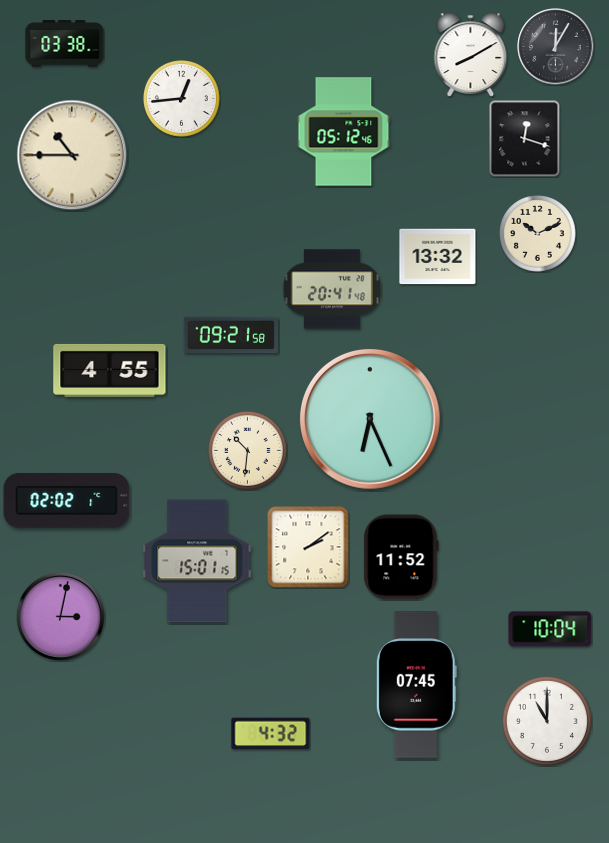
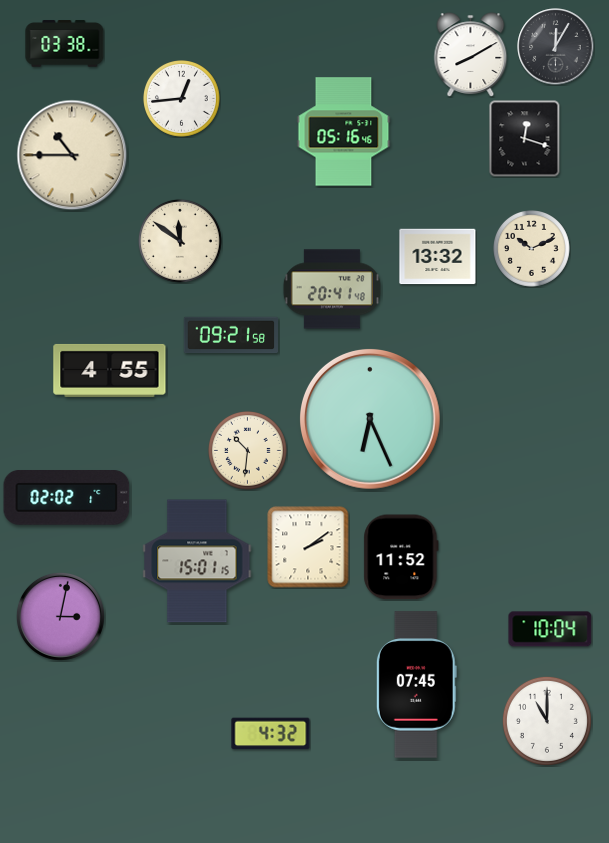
clock at (344, 132): 05:12 -> 05:16
clock at (538, 234) position: (538, 234) -> (532, 249)
clock at (180, 241): none -> 11:51
clock at (67, 501) position: (67, 501) -> (67, 498)
